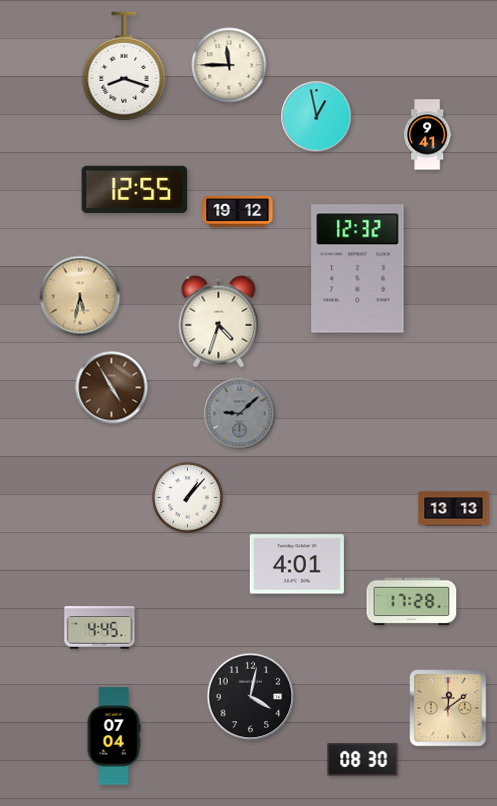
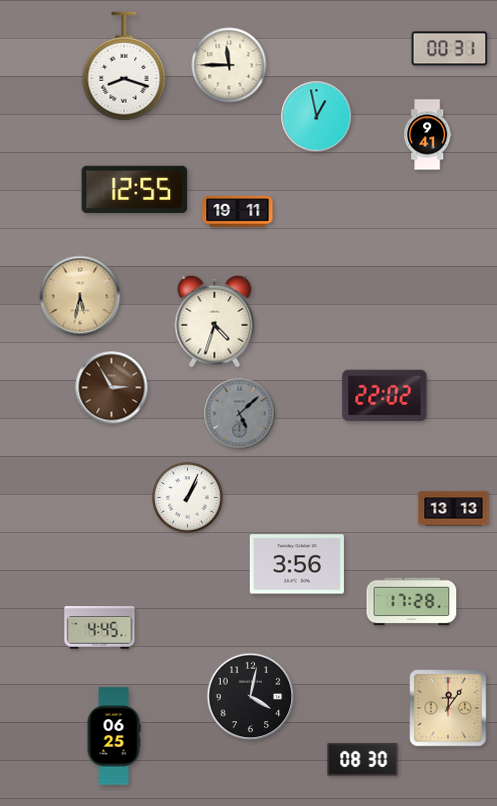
clock at (450, 49): none -> 00:31
clock at (238, 211): 19:12 -> 19:11
clock at (358, 269): 12:32 -> none
clock at (219, 321) position: (219, 321) -> (215, 321)
clock at (112, 388): 4:55 -> 2:55
clock at (385, 396): none -> 22:02
clock at (240, 414): 9:08 -> 5:08
clock at (188, 498): 1:07 -> 1:04
clock at (297, 564): 4:01 -> 3:56
clock at (448, 708): 12:09 -> 12:06
clock at (114, 736): 07:04 -> 06:25
